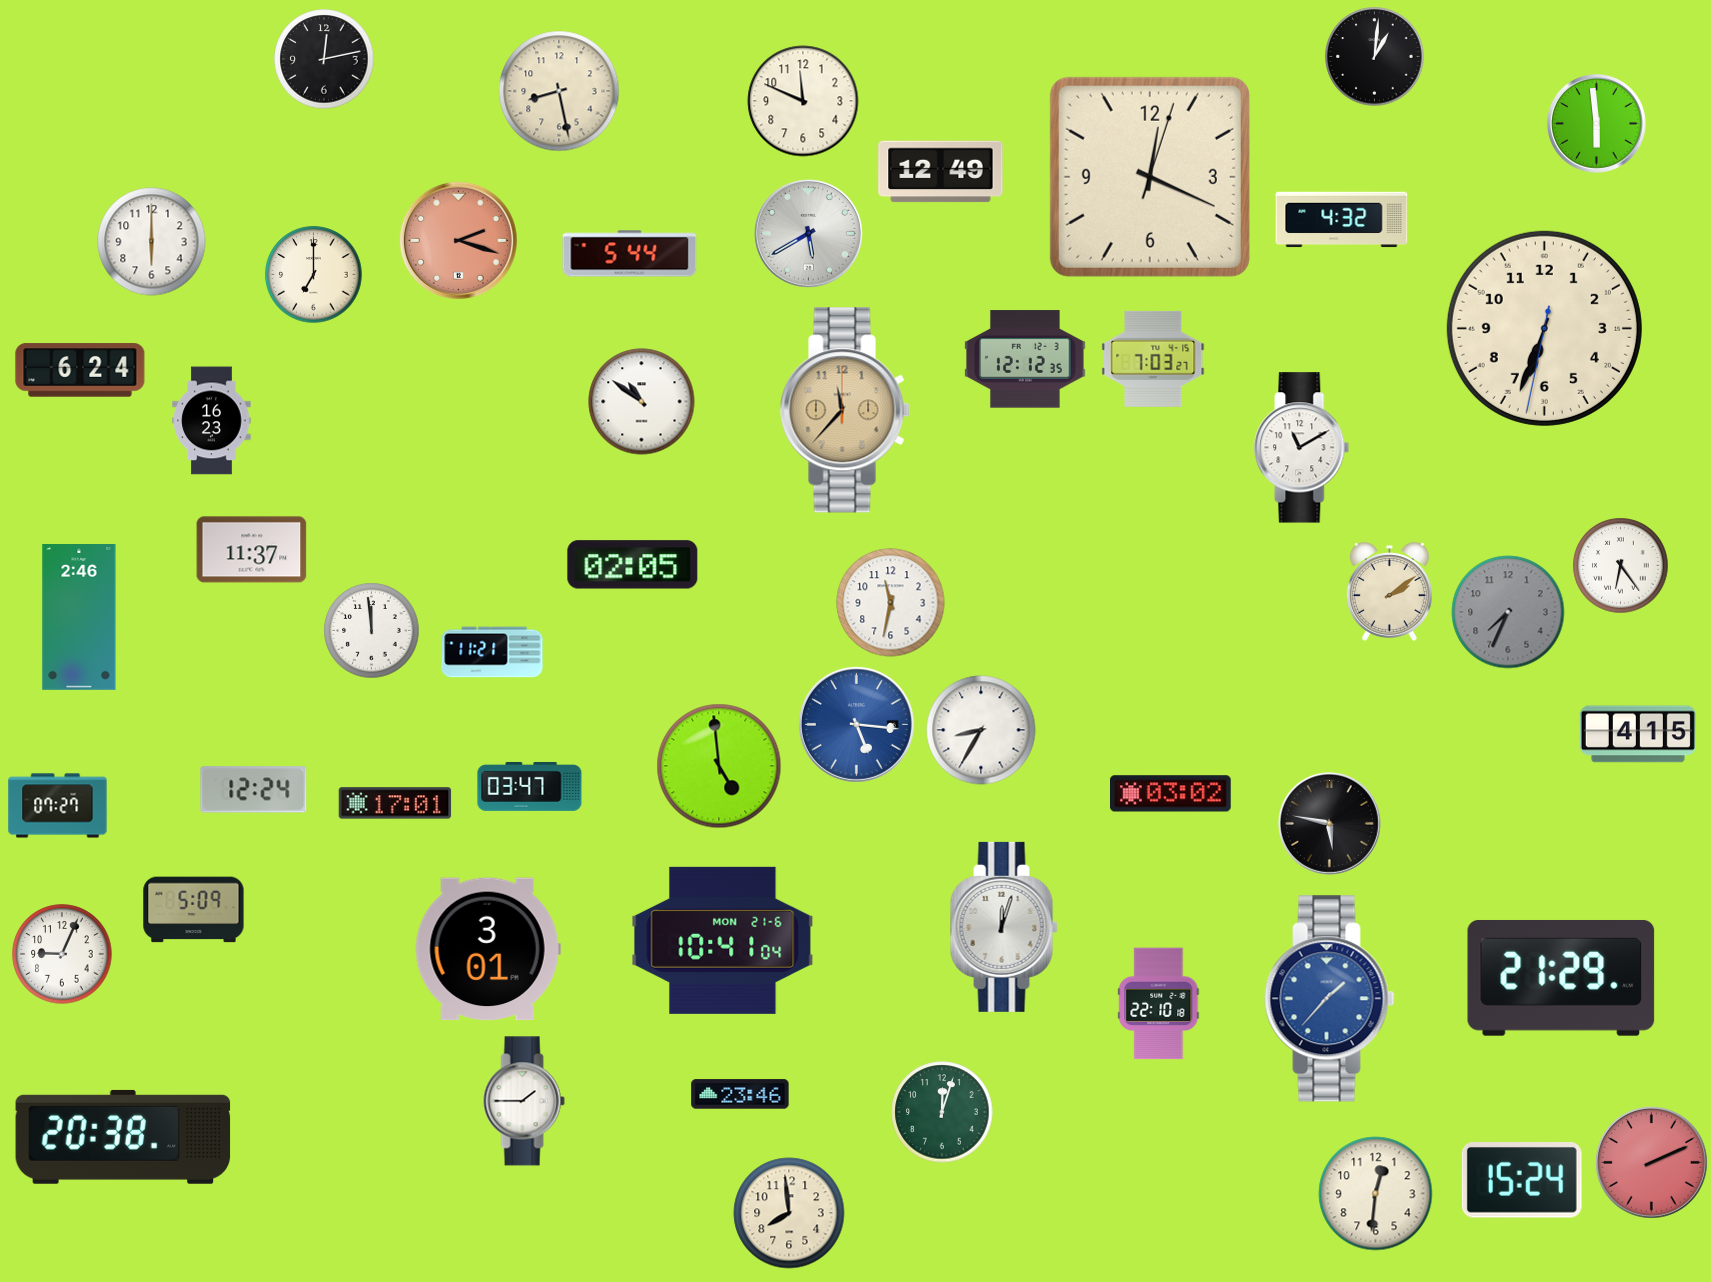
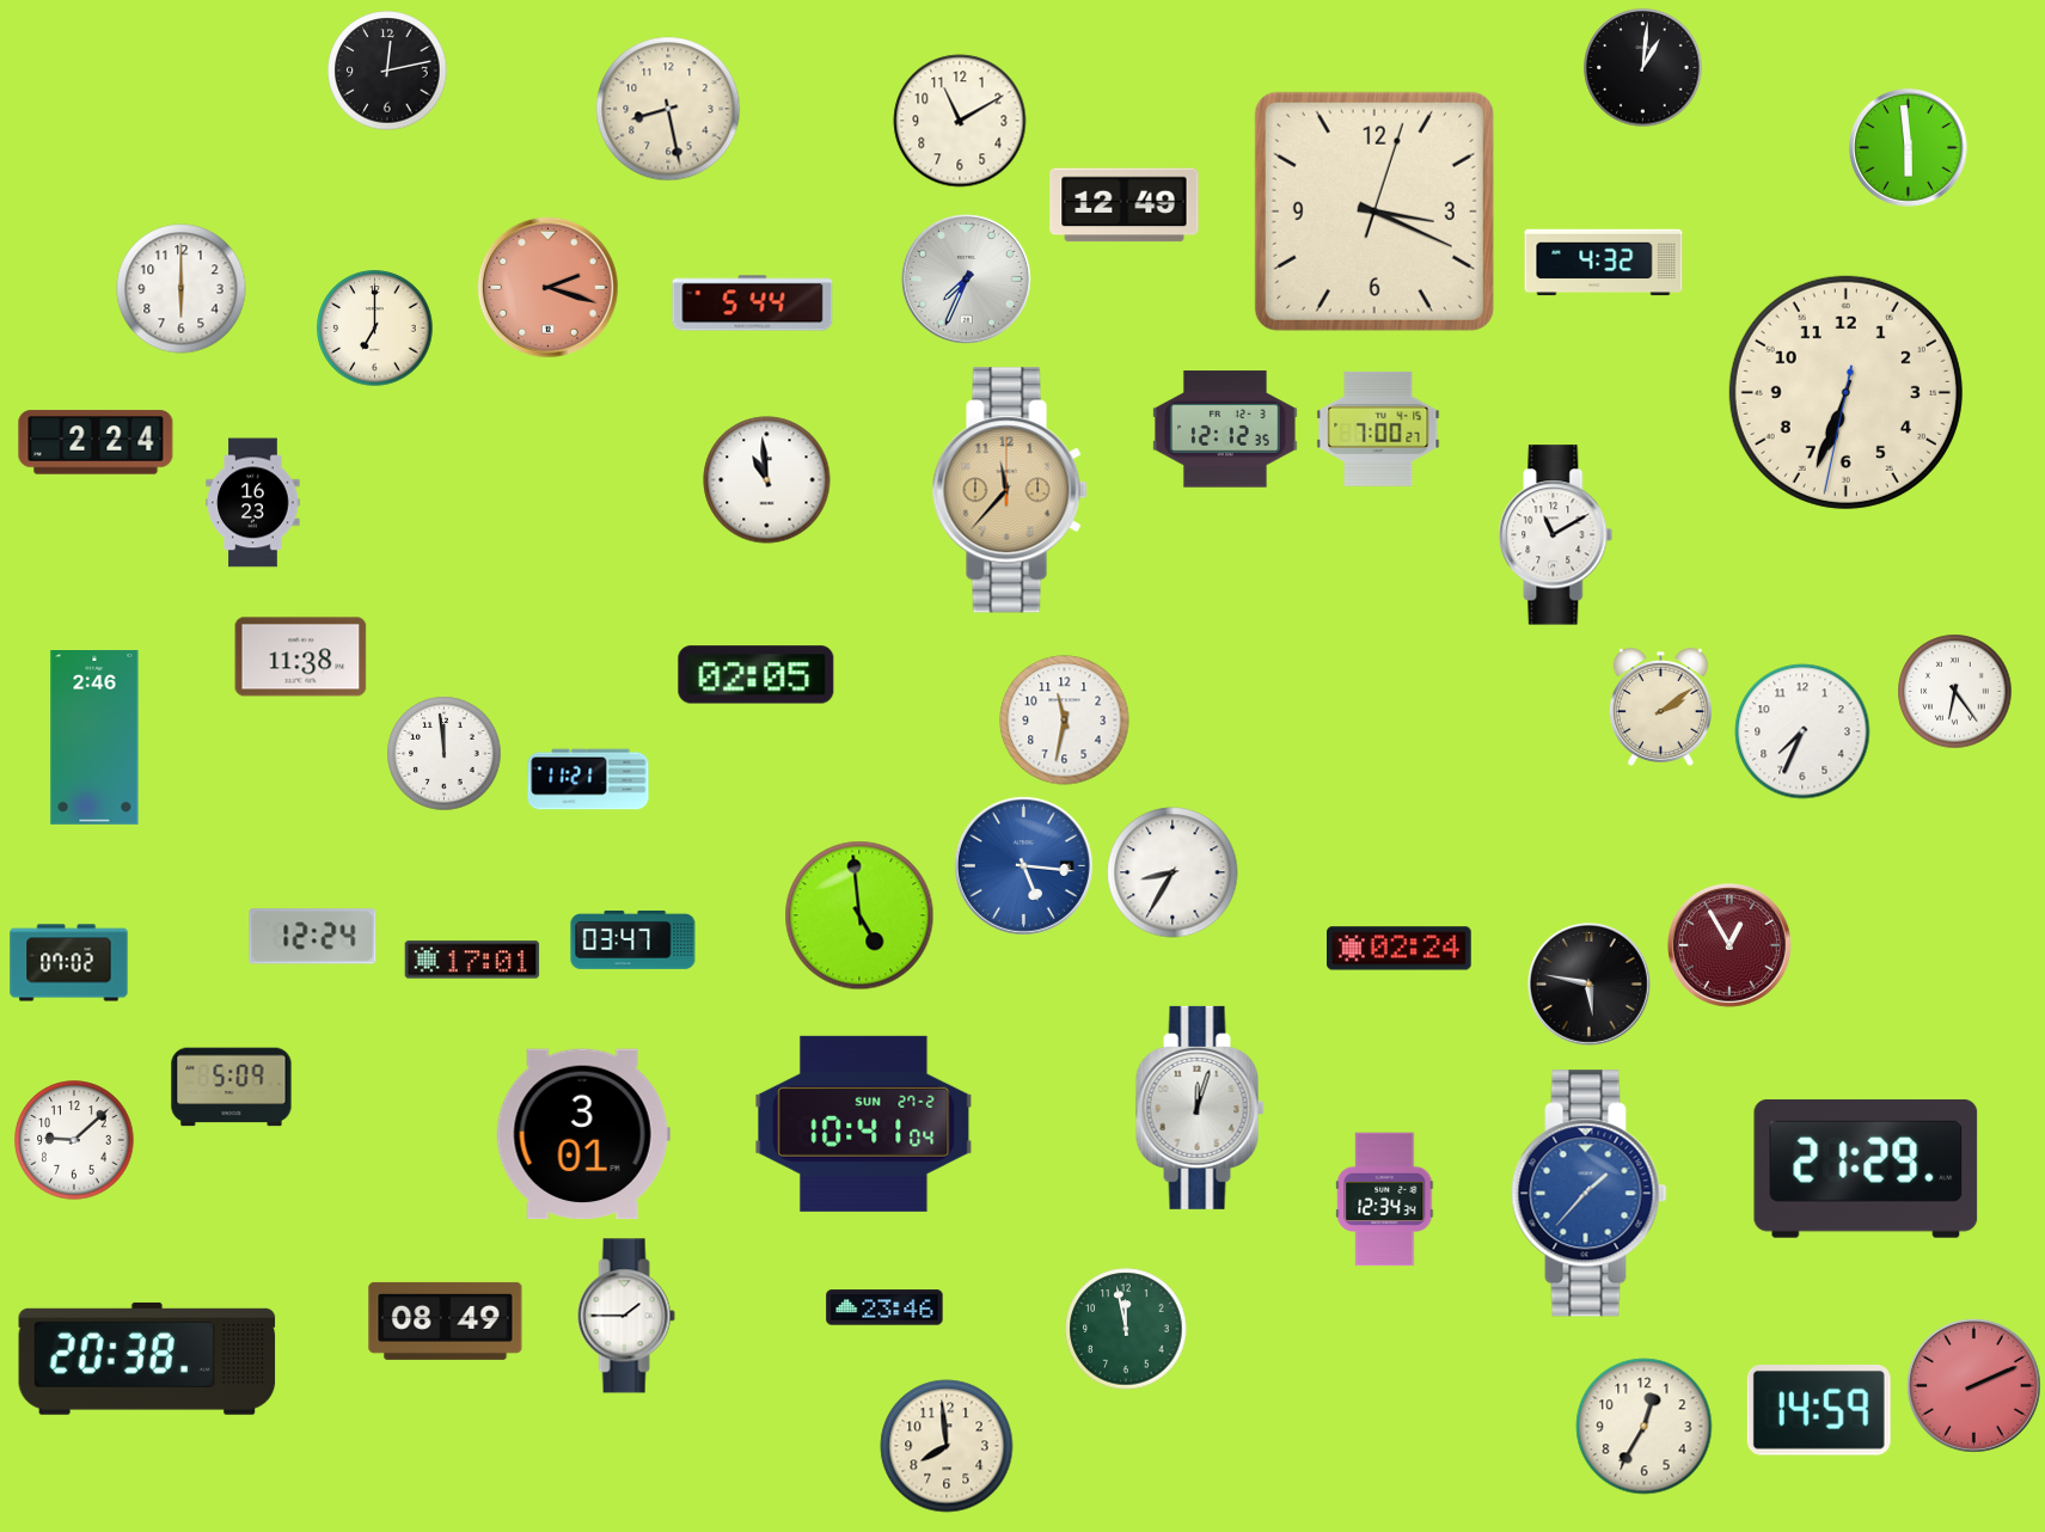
clock at (803, 101): 11:49 -> 11:10
clock at (1150, 177): 12:19 -> 3:19
clock at (808, 233): 5:40 -> 7:34
clock at (1153, 359): 7:03 -> 7:00
clock at (80, 370): 6:24 -> 2:24
clock at (642, 402): 10:51 -> 10:59
clock at (252, 550): 11:37 -> 11:38
clock at (1621, 566) position: (1621, 566) -> (1955, 692)
clock at (1508, 612) dial: grey -> white
clock at (1638, 734): 4:15 -> none
clock at (254, 790) position: (254, 790) -> (313, 937)
clock at (1731, 945): none -> 12:55
clock at (1171, 794): 03:02 -> 02:24
clock at (58, 806): 07:27 -> 07:02
clock at (723, 940) date: MON 21-6 -> SUN 27-2
clock at (62, 954): 9:04 -> 9:08
clock at (1159, 1004): 22:10 -> 12:34
clock at (446, 1320): none -> 08:49
clock at (942, 1112): 12:03 -> 11:58
clock at (1651, 1162) position: (1651, 1162) -> (1973, 1385)
clock at (1522, 1181): 15:24 -> 14:59
clock at (1376, 1194): 12:31 -> 12:35
clock at (789, 1213) position: (789, 1213) -> (947, 1446)
